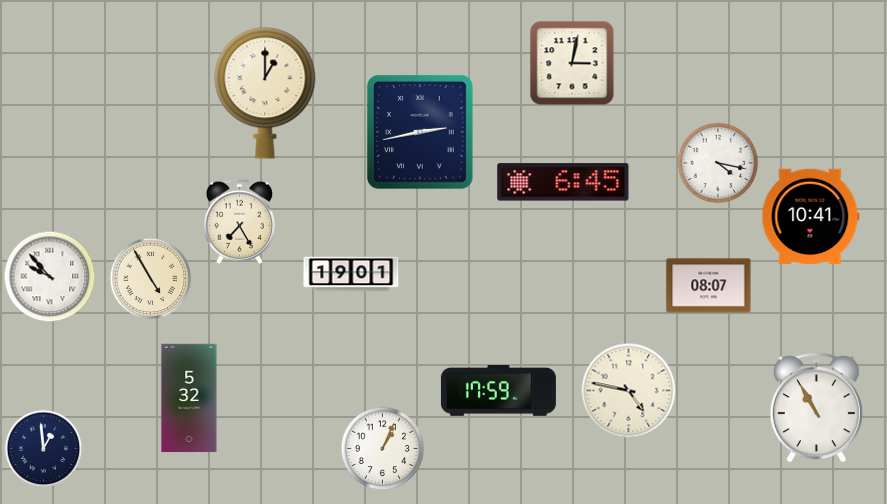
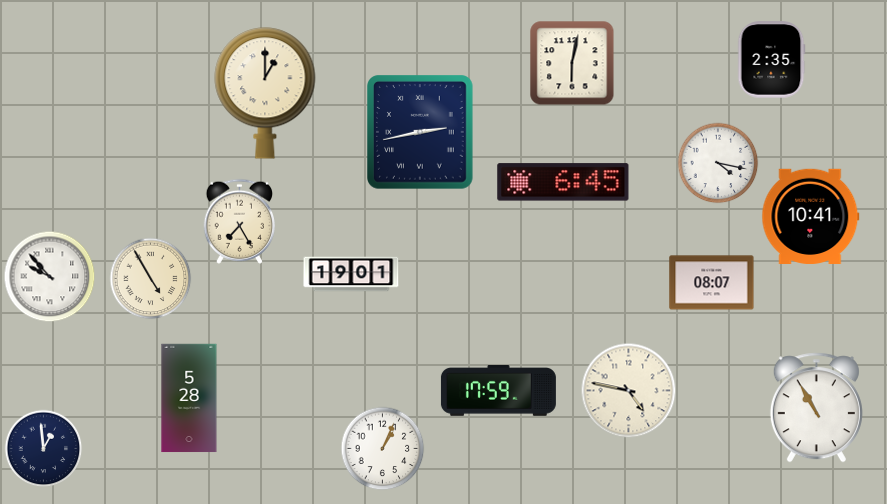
clock at (771, 60): none -> 2:35
clock at (572, 63): 3:02 -> 6:02
clock at (709, 286) position: (709, 286) -> (712, 283)
clock at (189, 398): 5:32 -> 5:28
